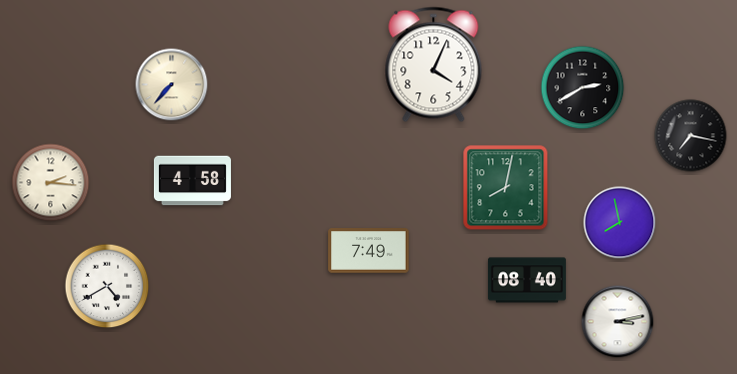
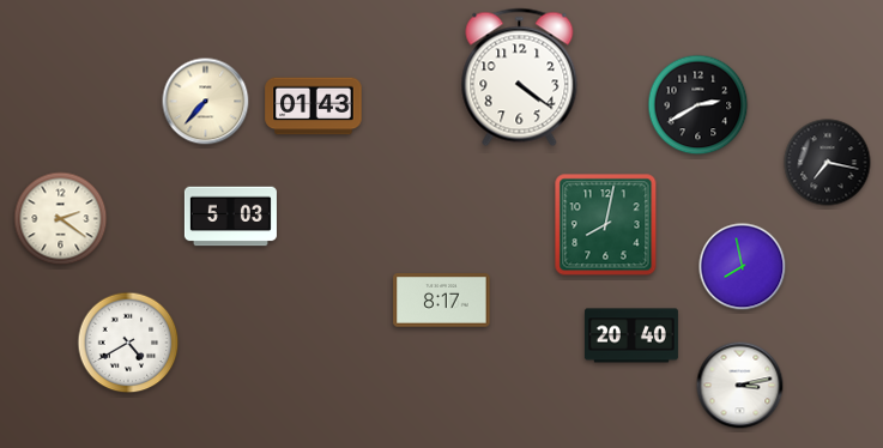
clock at (434, 65): 4:04 -> 4:21
clock at (314, 107): none -> 01:43
clock at (192, 181): 4:58 -> 5:03
clock at (51, 183): 2:16 -> 2:21
clock at (369, 251): 7:49 -> 8:17
clock at (527, 280): 08:40 -> 20:40
